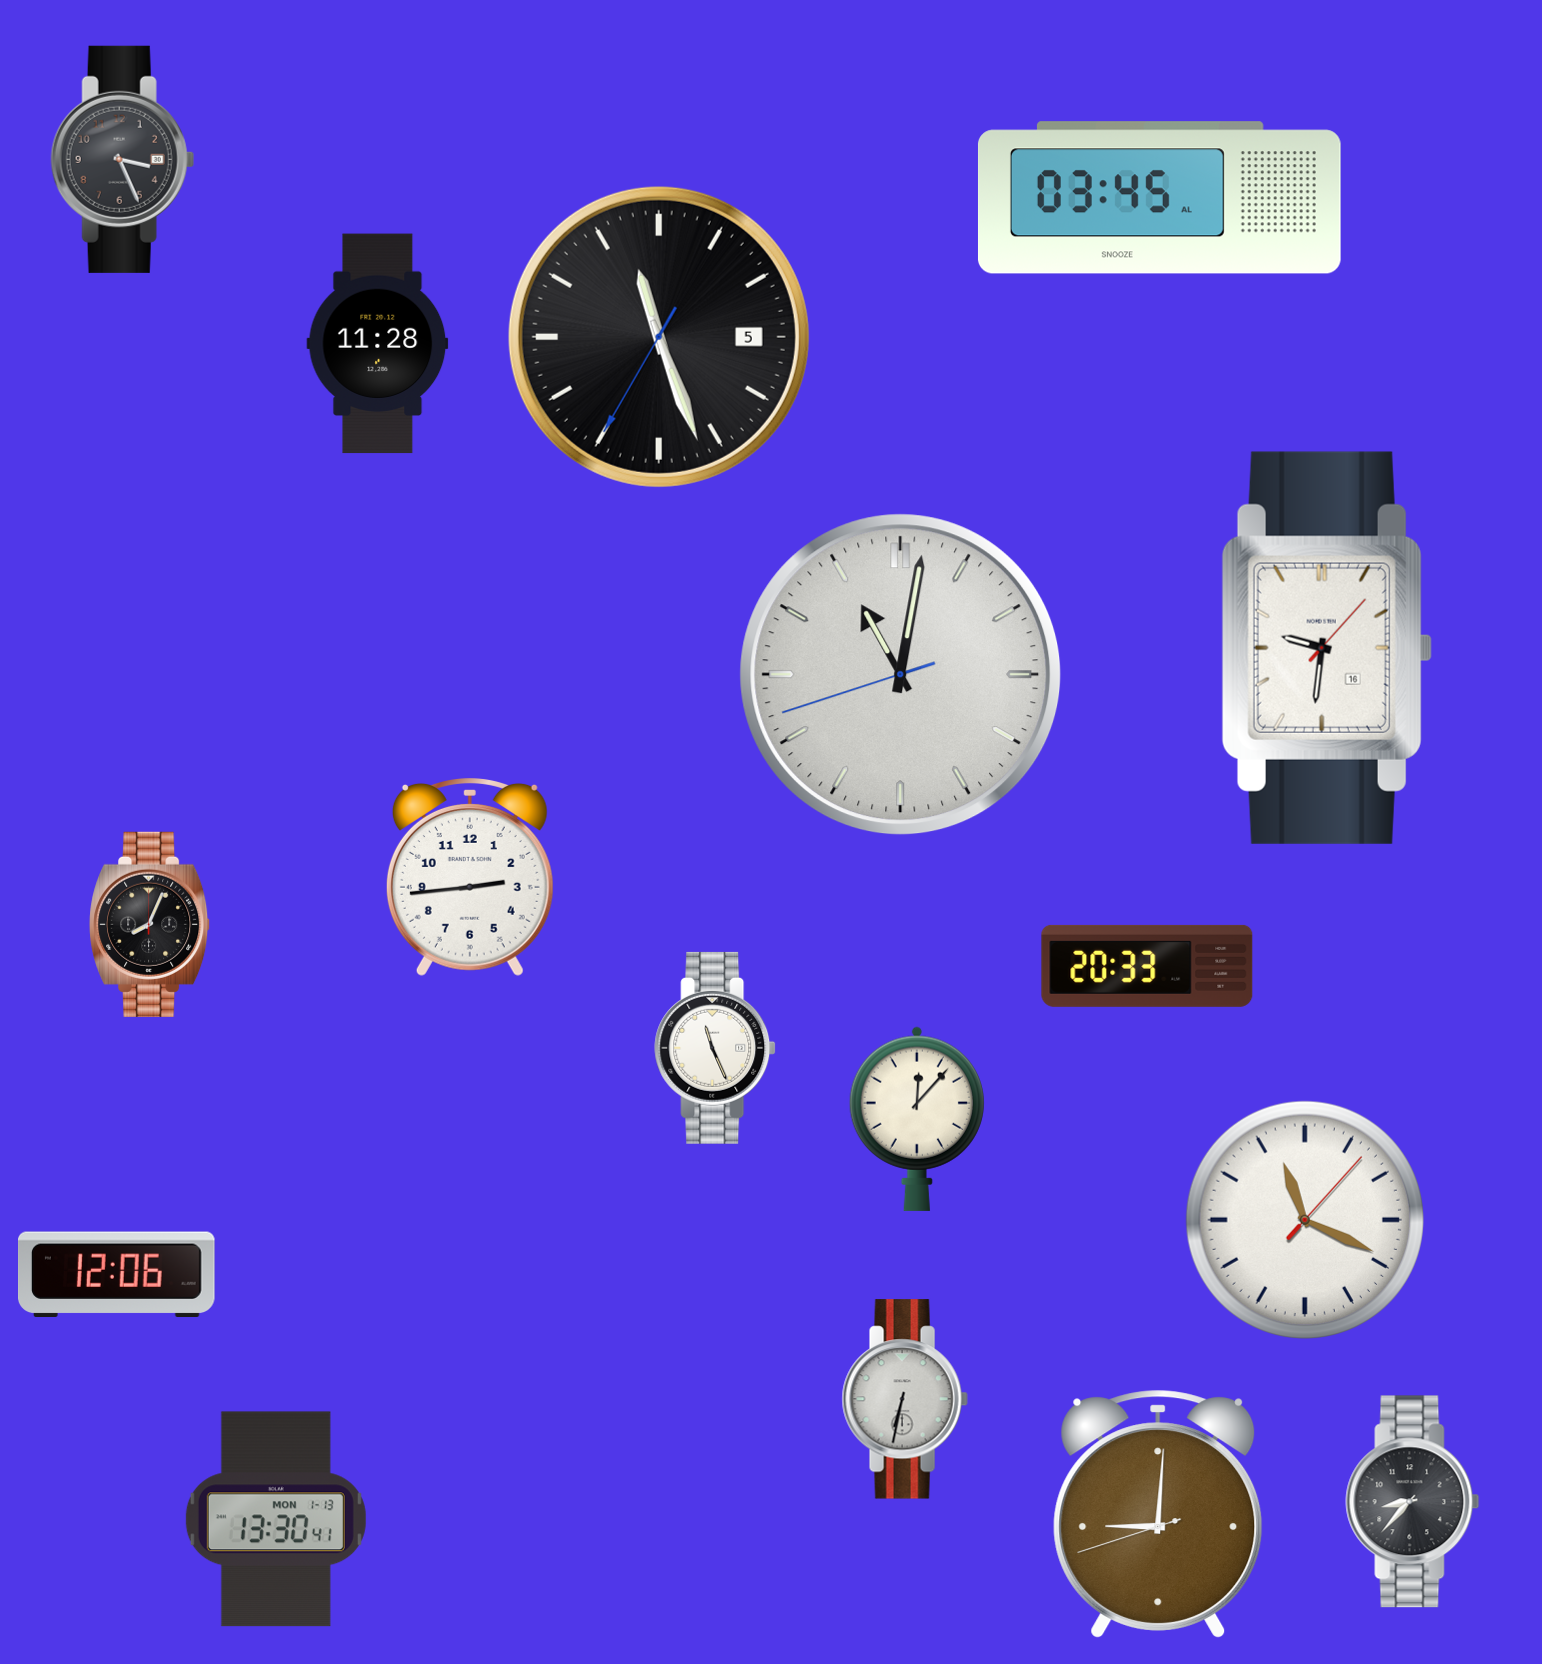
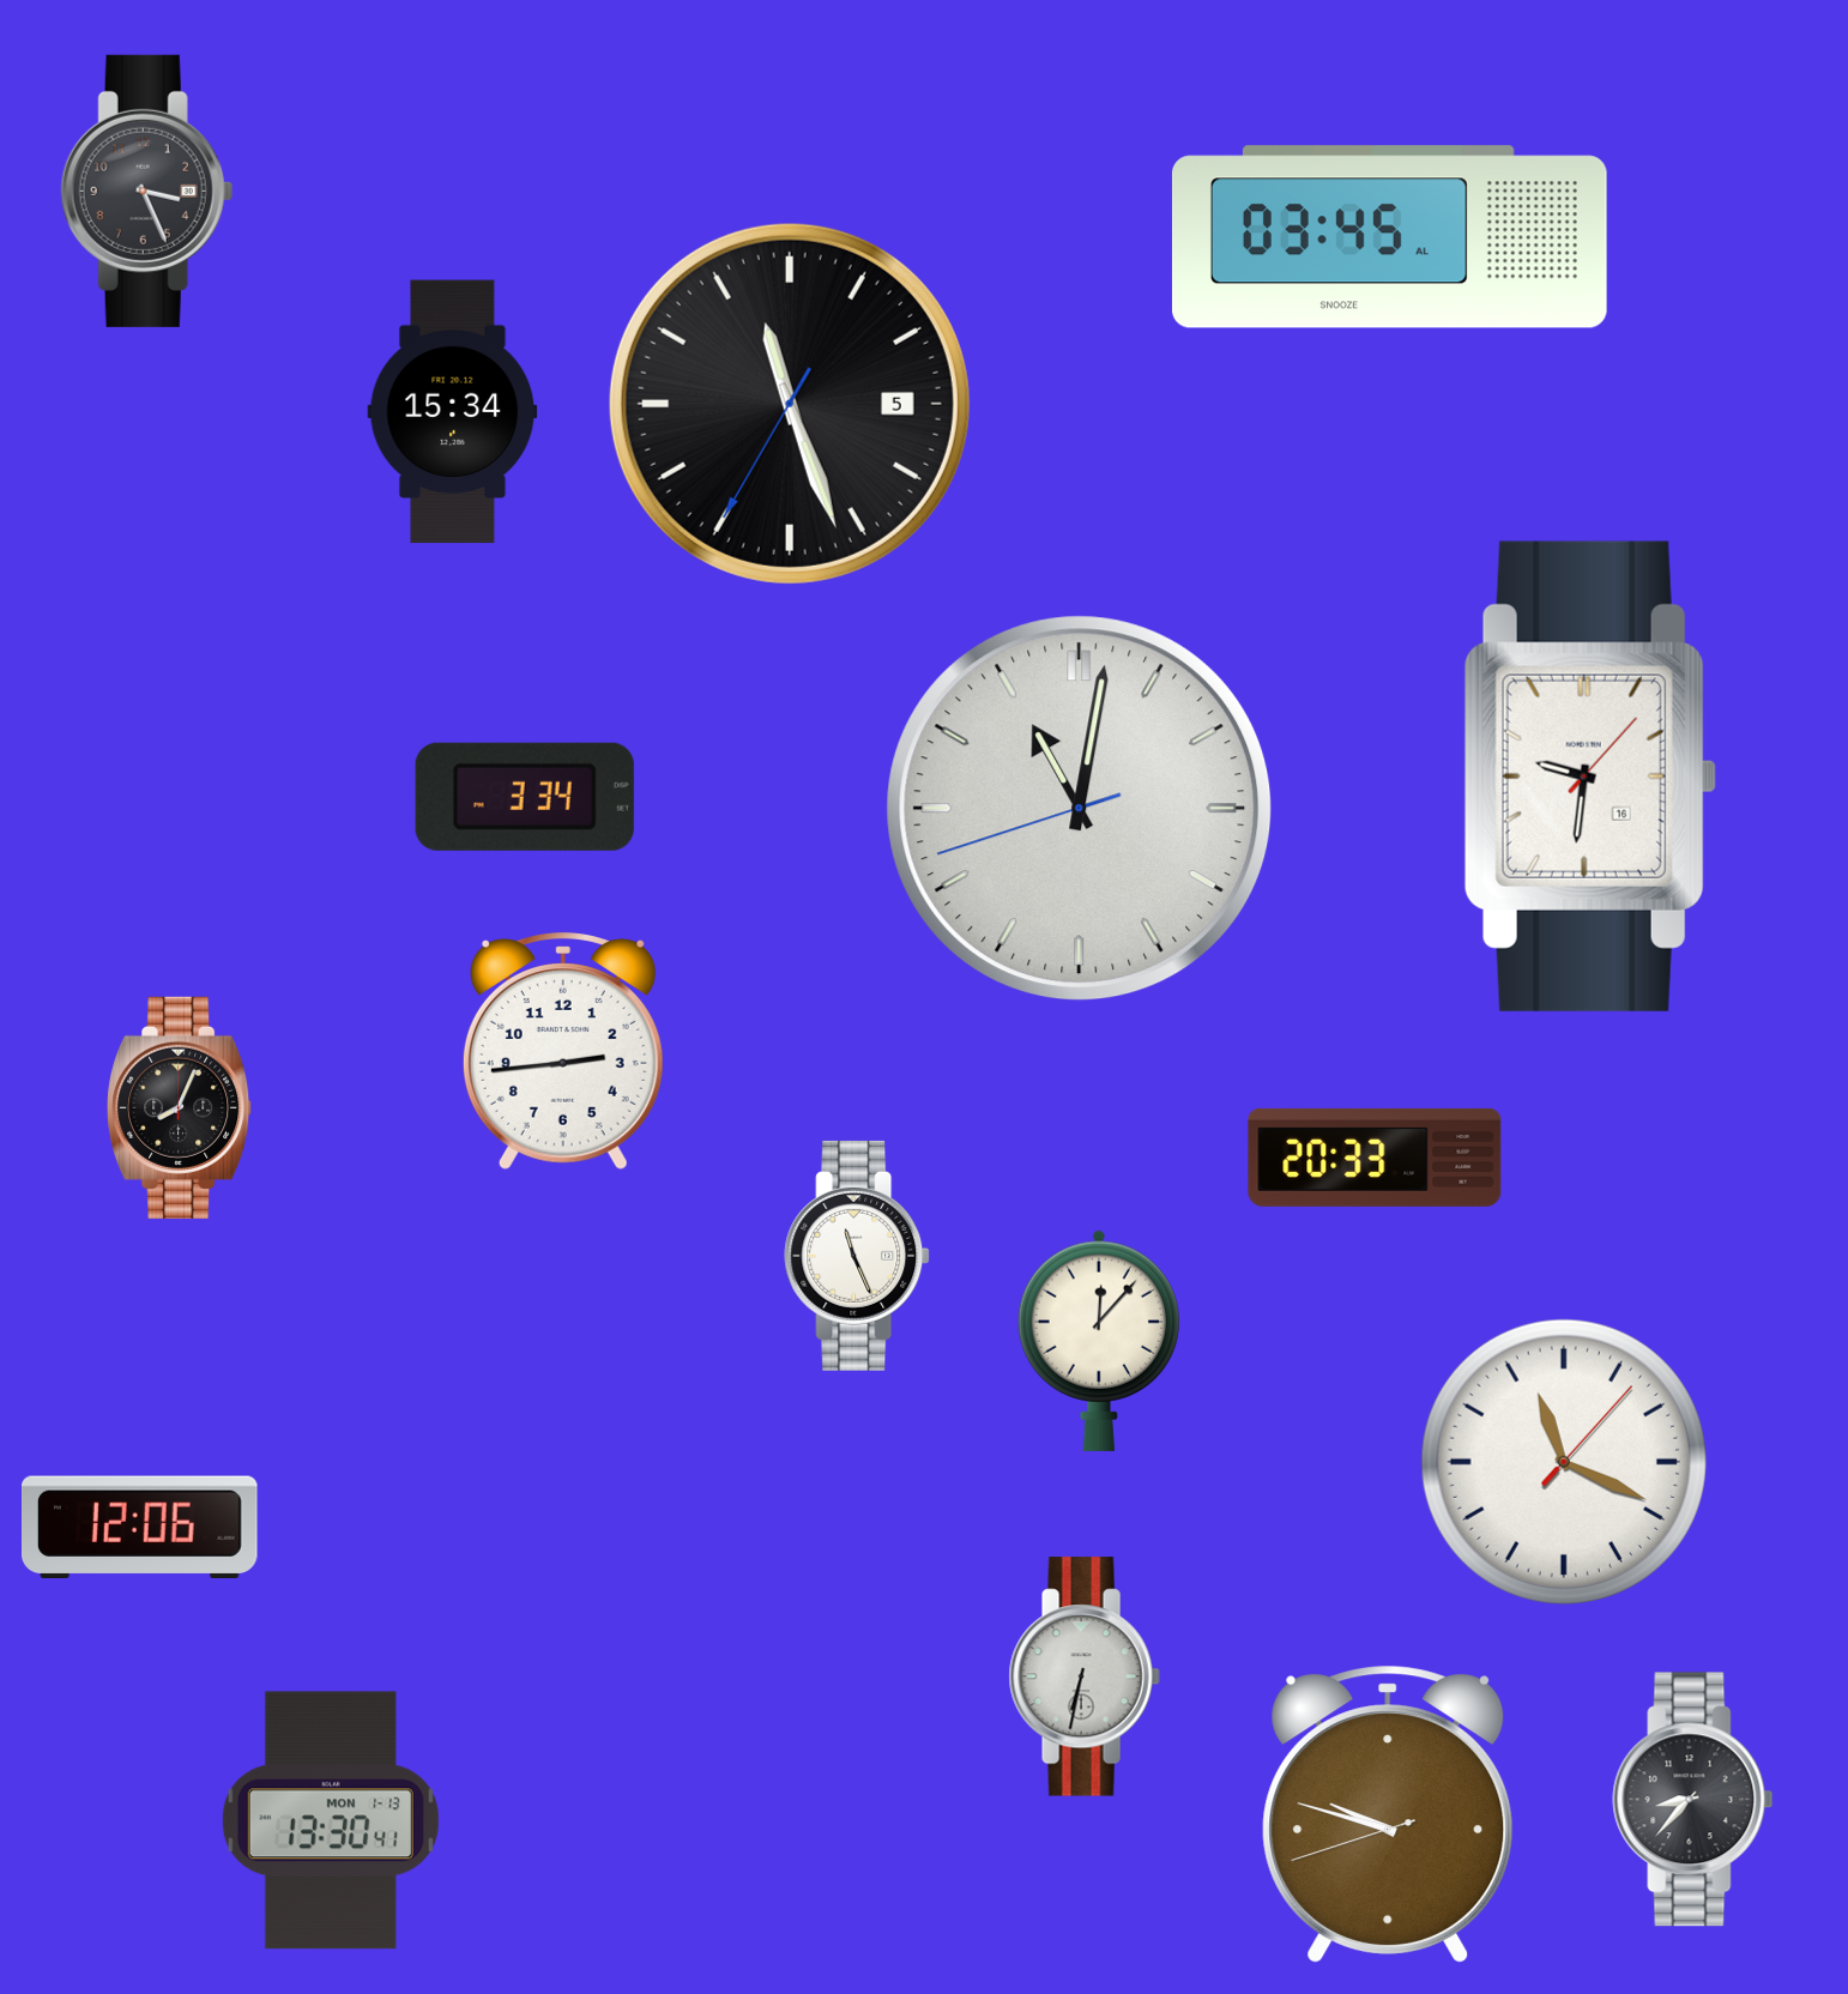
clock at (378, 344): 11:28 -> 15:34
clock at (525, 797): none -> 3:34
clock at (1158, 1514): 9:00 -> 9:47
